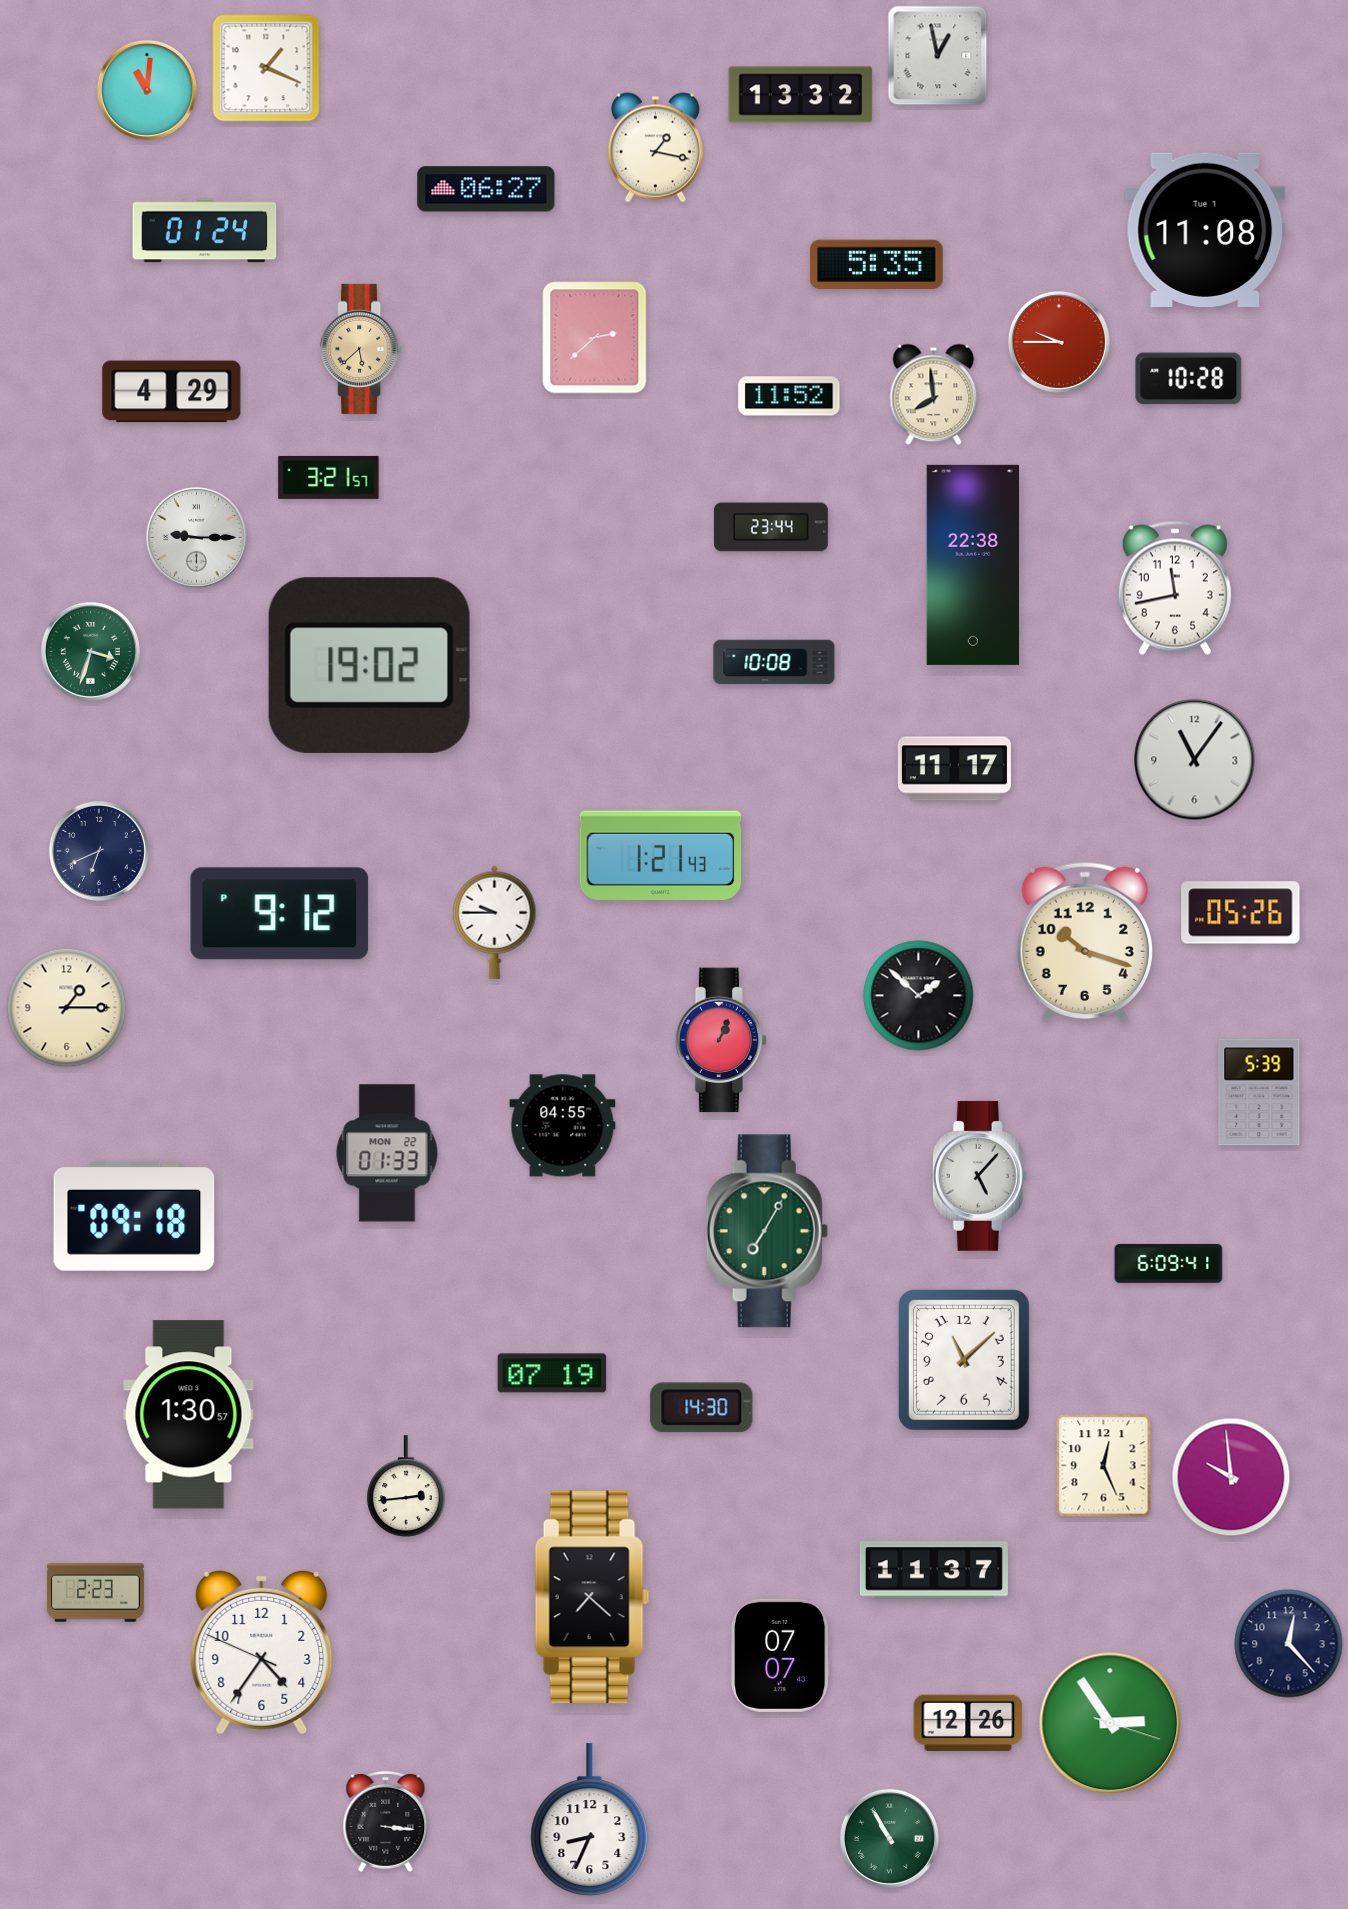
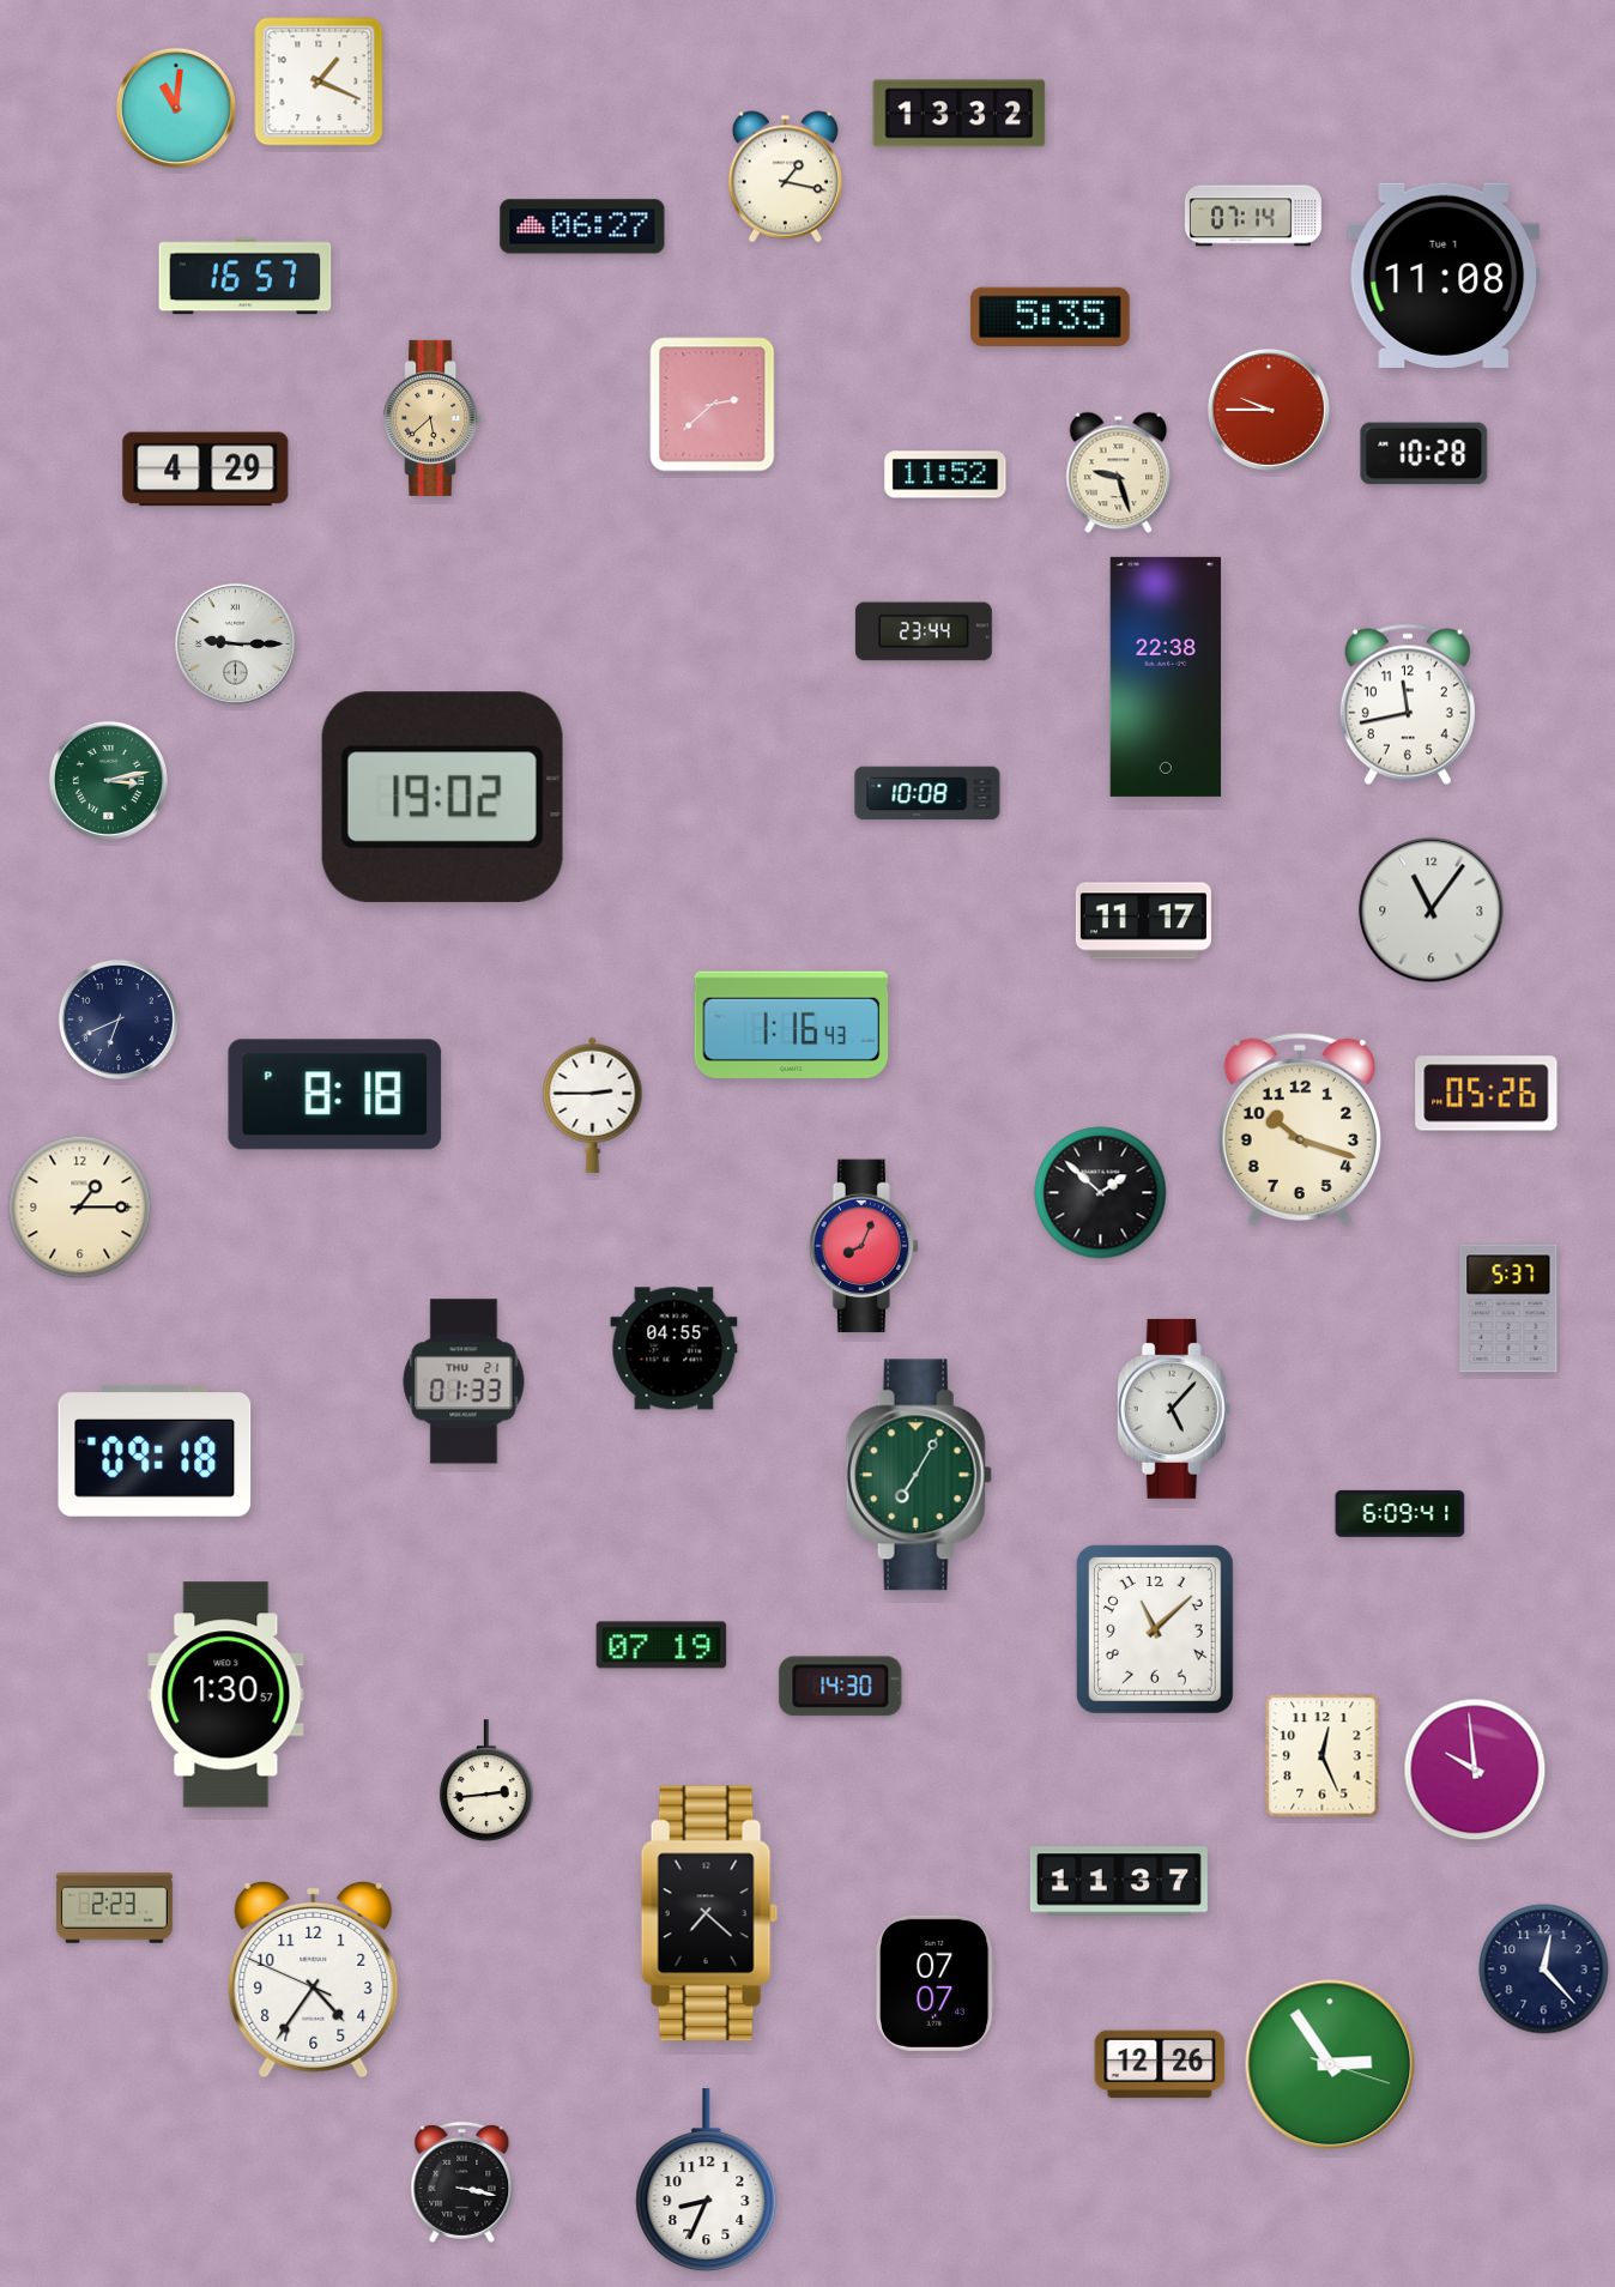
clock at (938, 56): 12:58 -> none
clock at (1253, 216): none -> 07:14
clock at (205, 231): 01:24 -> 16:57
clock at (934, 395): 7:59 -> 9:27
clock at (329, 477): 3:21 -> none
clock at (90, 651): 3:33 -> 3:13
clock at (661, 855): 1:21 -> 1:16
clock at (280, 914): 9:12 -> 8:18
clock at (495, 922): 9:45 -> 2:45
clock at (721, 1040): 1:04 -> 8:04
clock at (1259, 1092): 5:39 -> 5:37
clock at (387, 1153) date: MON 22 -> THU 21
clock at (134, 1217) position: (134, 1217) -> (155, 1452)
clock at (386, 1821): 3:16 -> 3:17
clock at (889, 1838): 10:55 -> none
